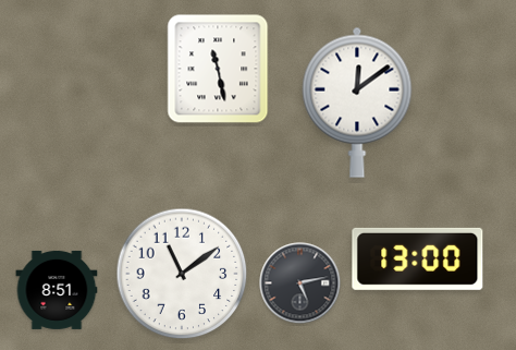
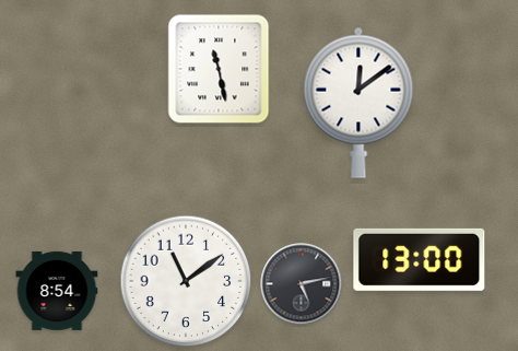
clock at (182, 274) position: (182, 274) -> (186, 281)
clock at (57, 290): 8:51 -> 8:54
